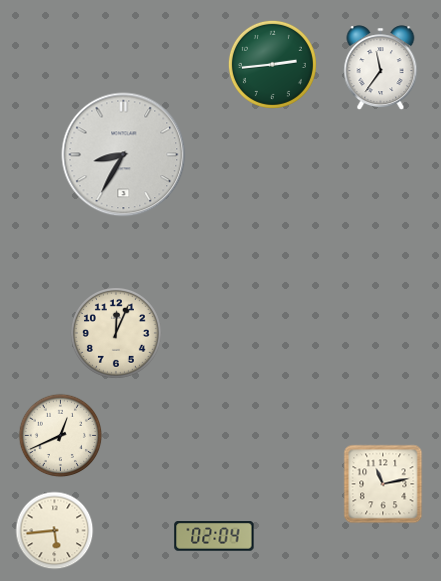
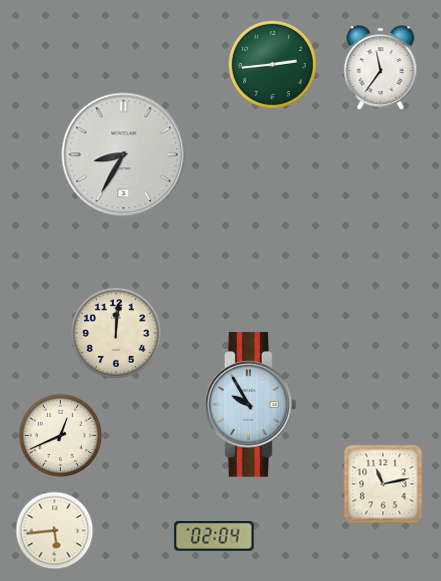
clock at (117, 334): 12:04 -> 12:01
clock at (250, 405): none -> 9:55
